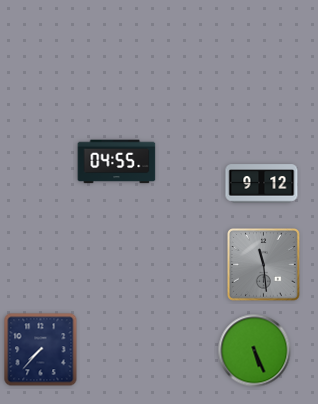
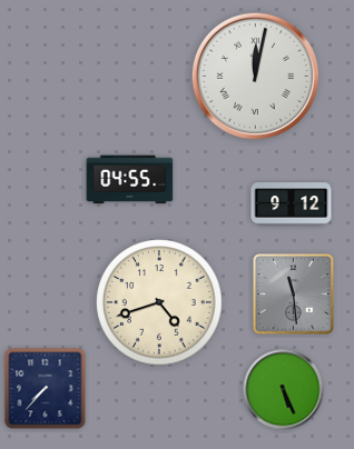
clock at (255, 76): none -> 12:02
clock at (159, 302): none -> 4:42
